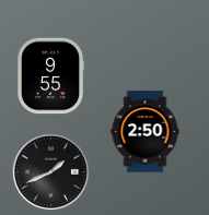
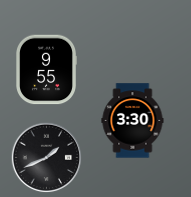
clock at (146, 132): 2:50 -> 3:30
